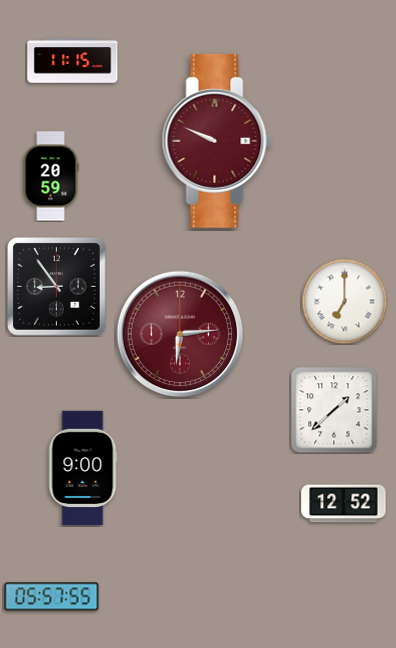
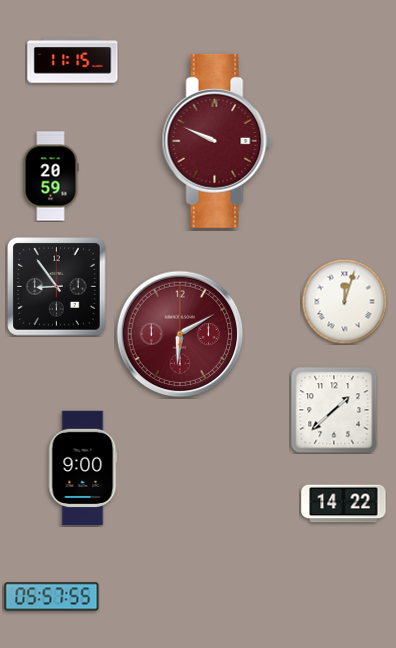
clock at (344, 301): 7:00 -> 12:03
clock at (180, 334): 6:14 -> 6:10
clock at (344, 504): 12:52 -> 14:22
